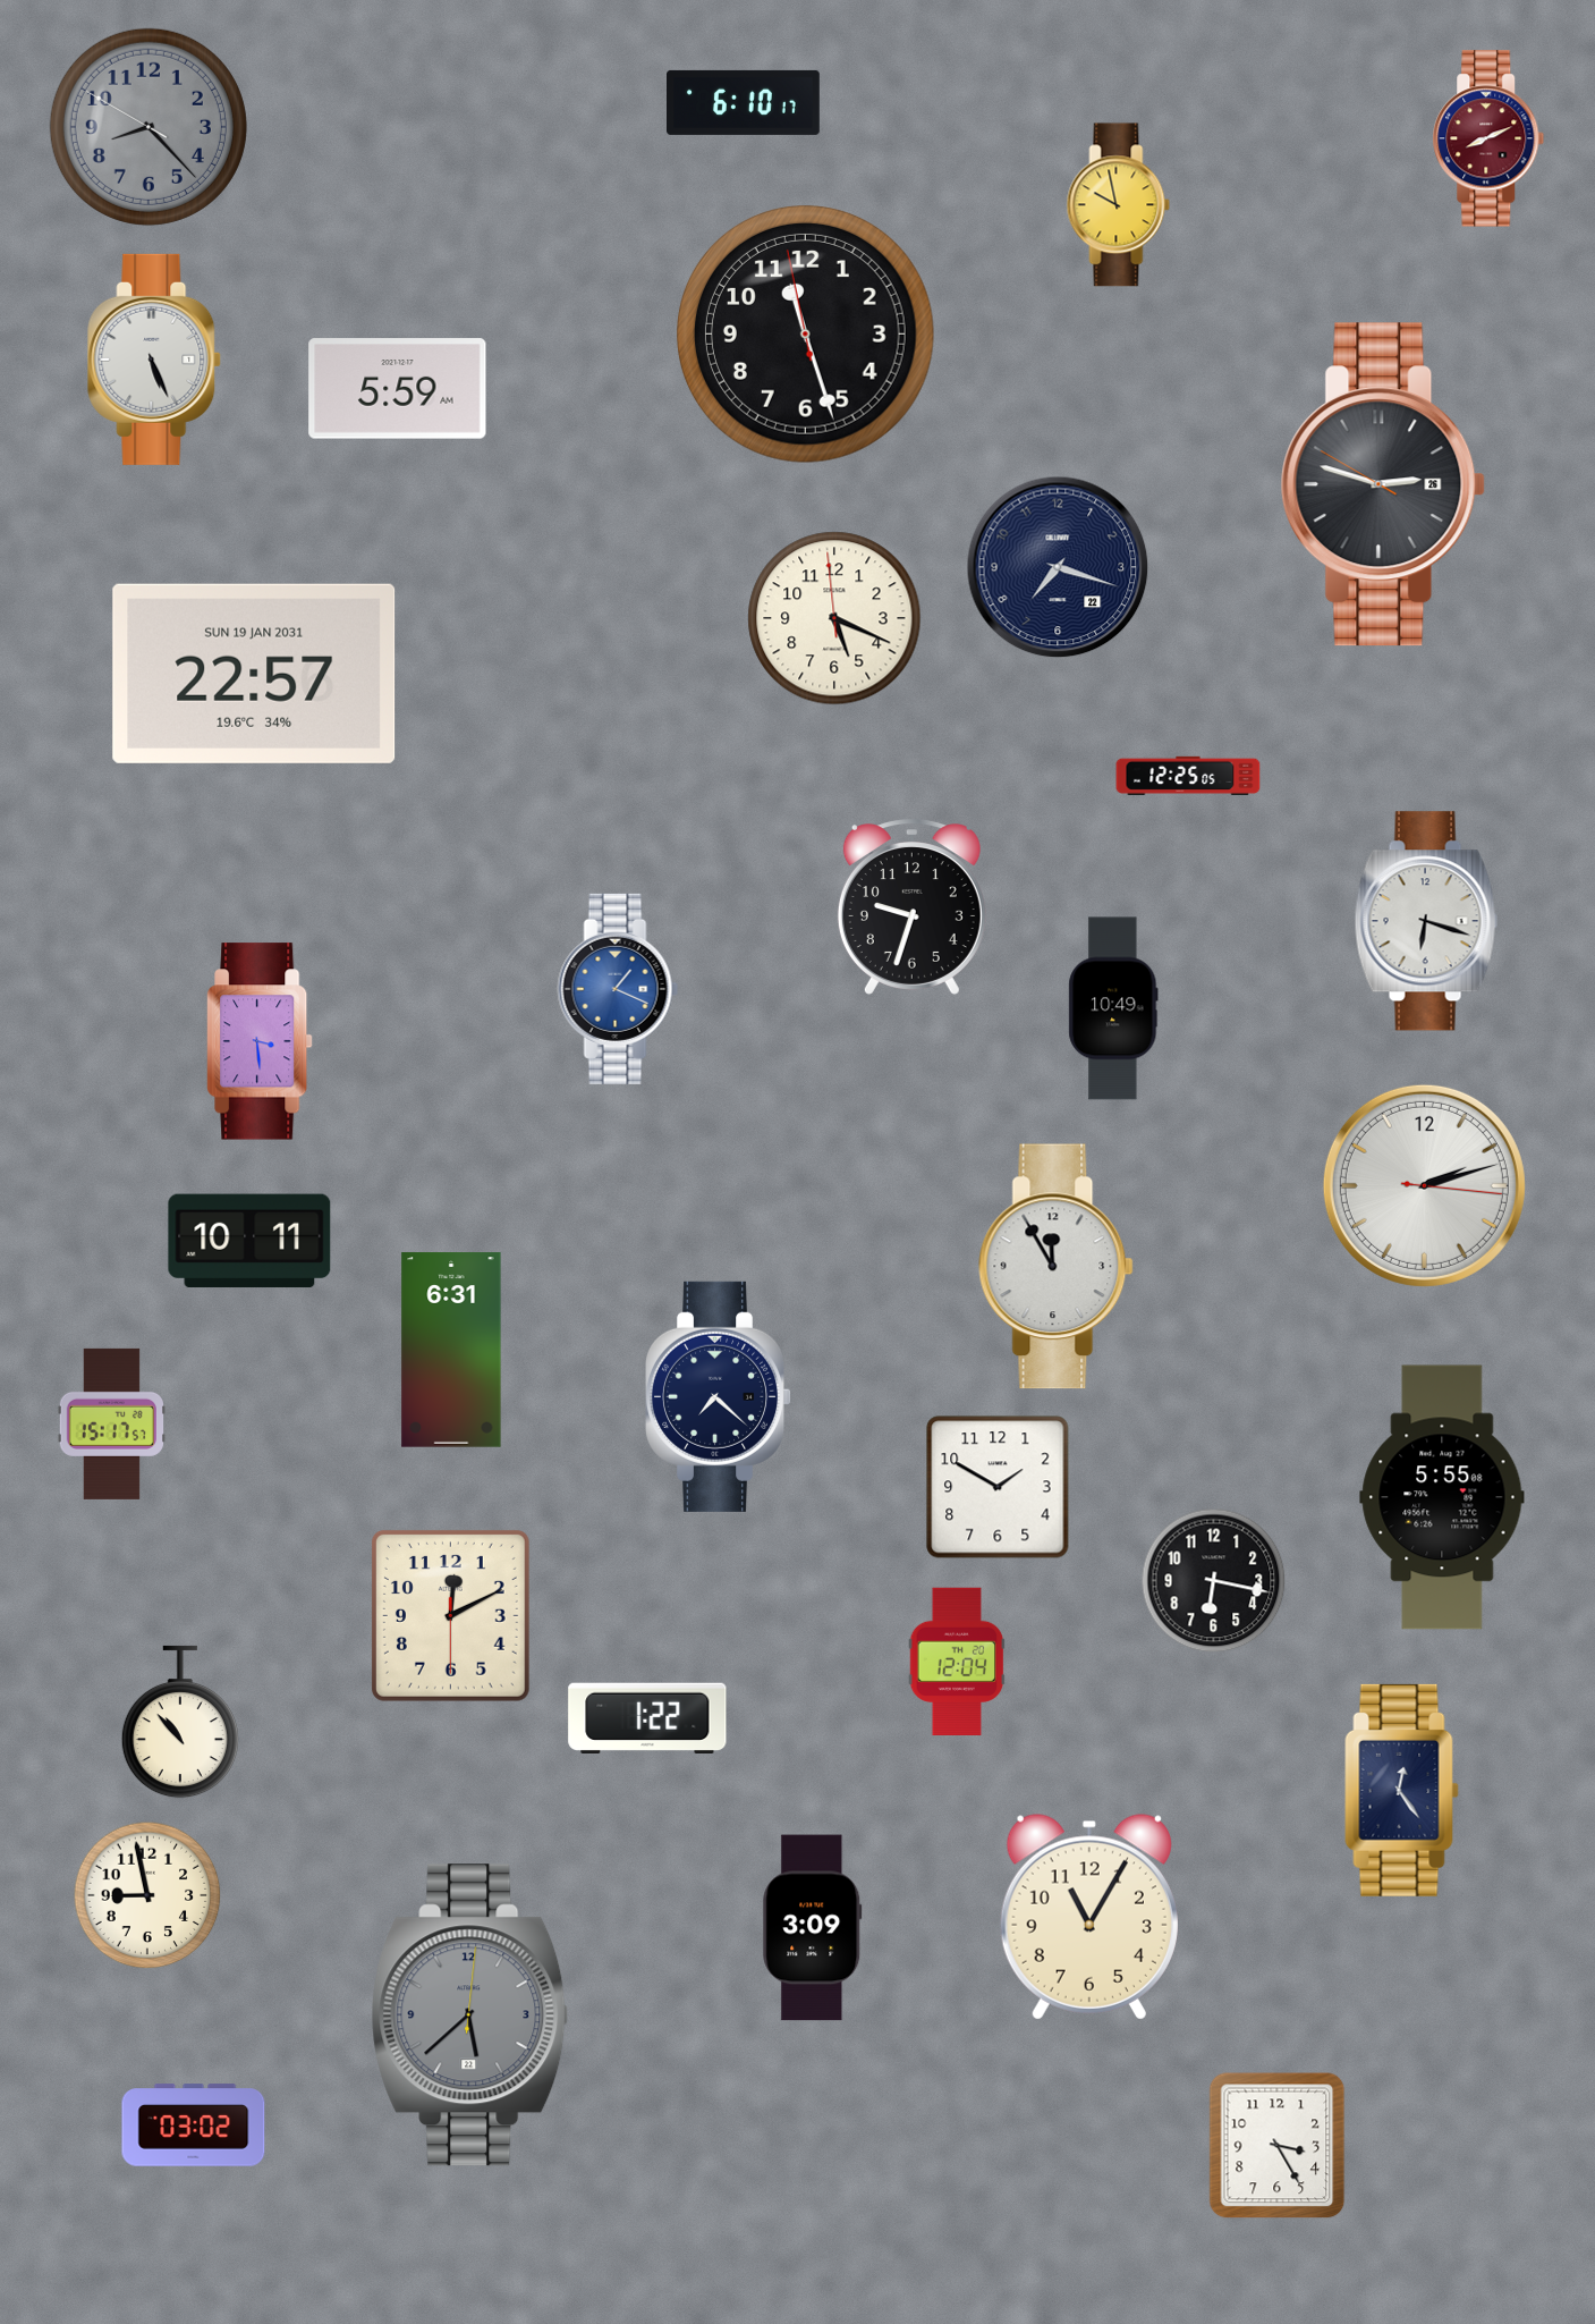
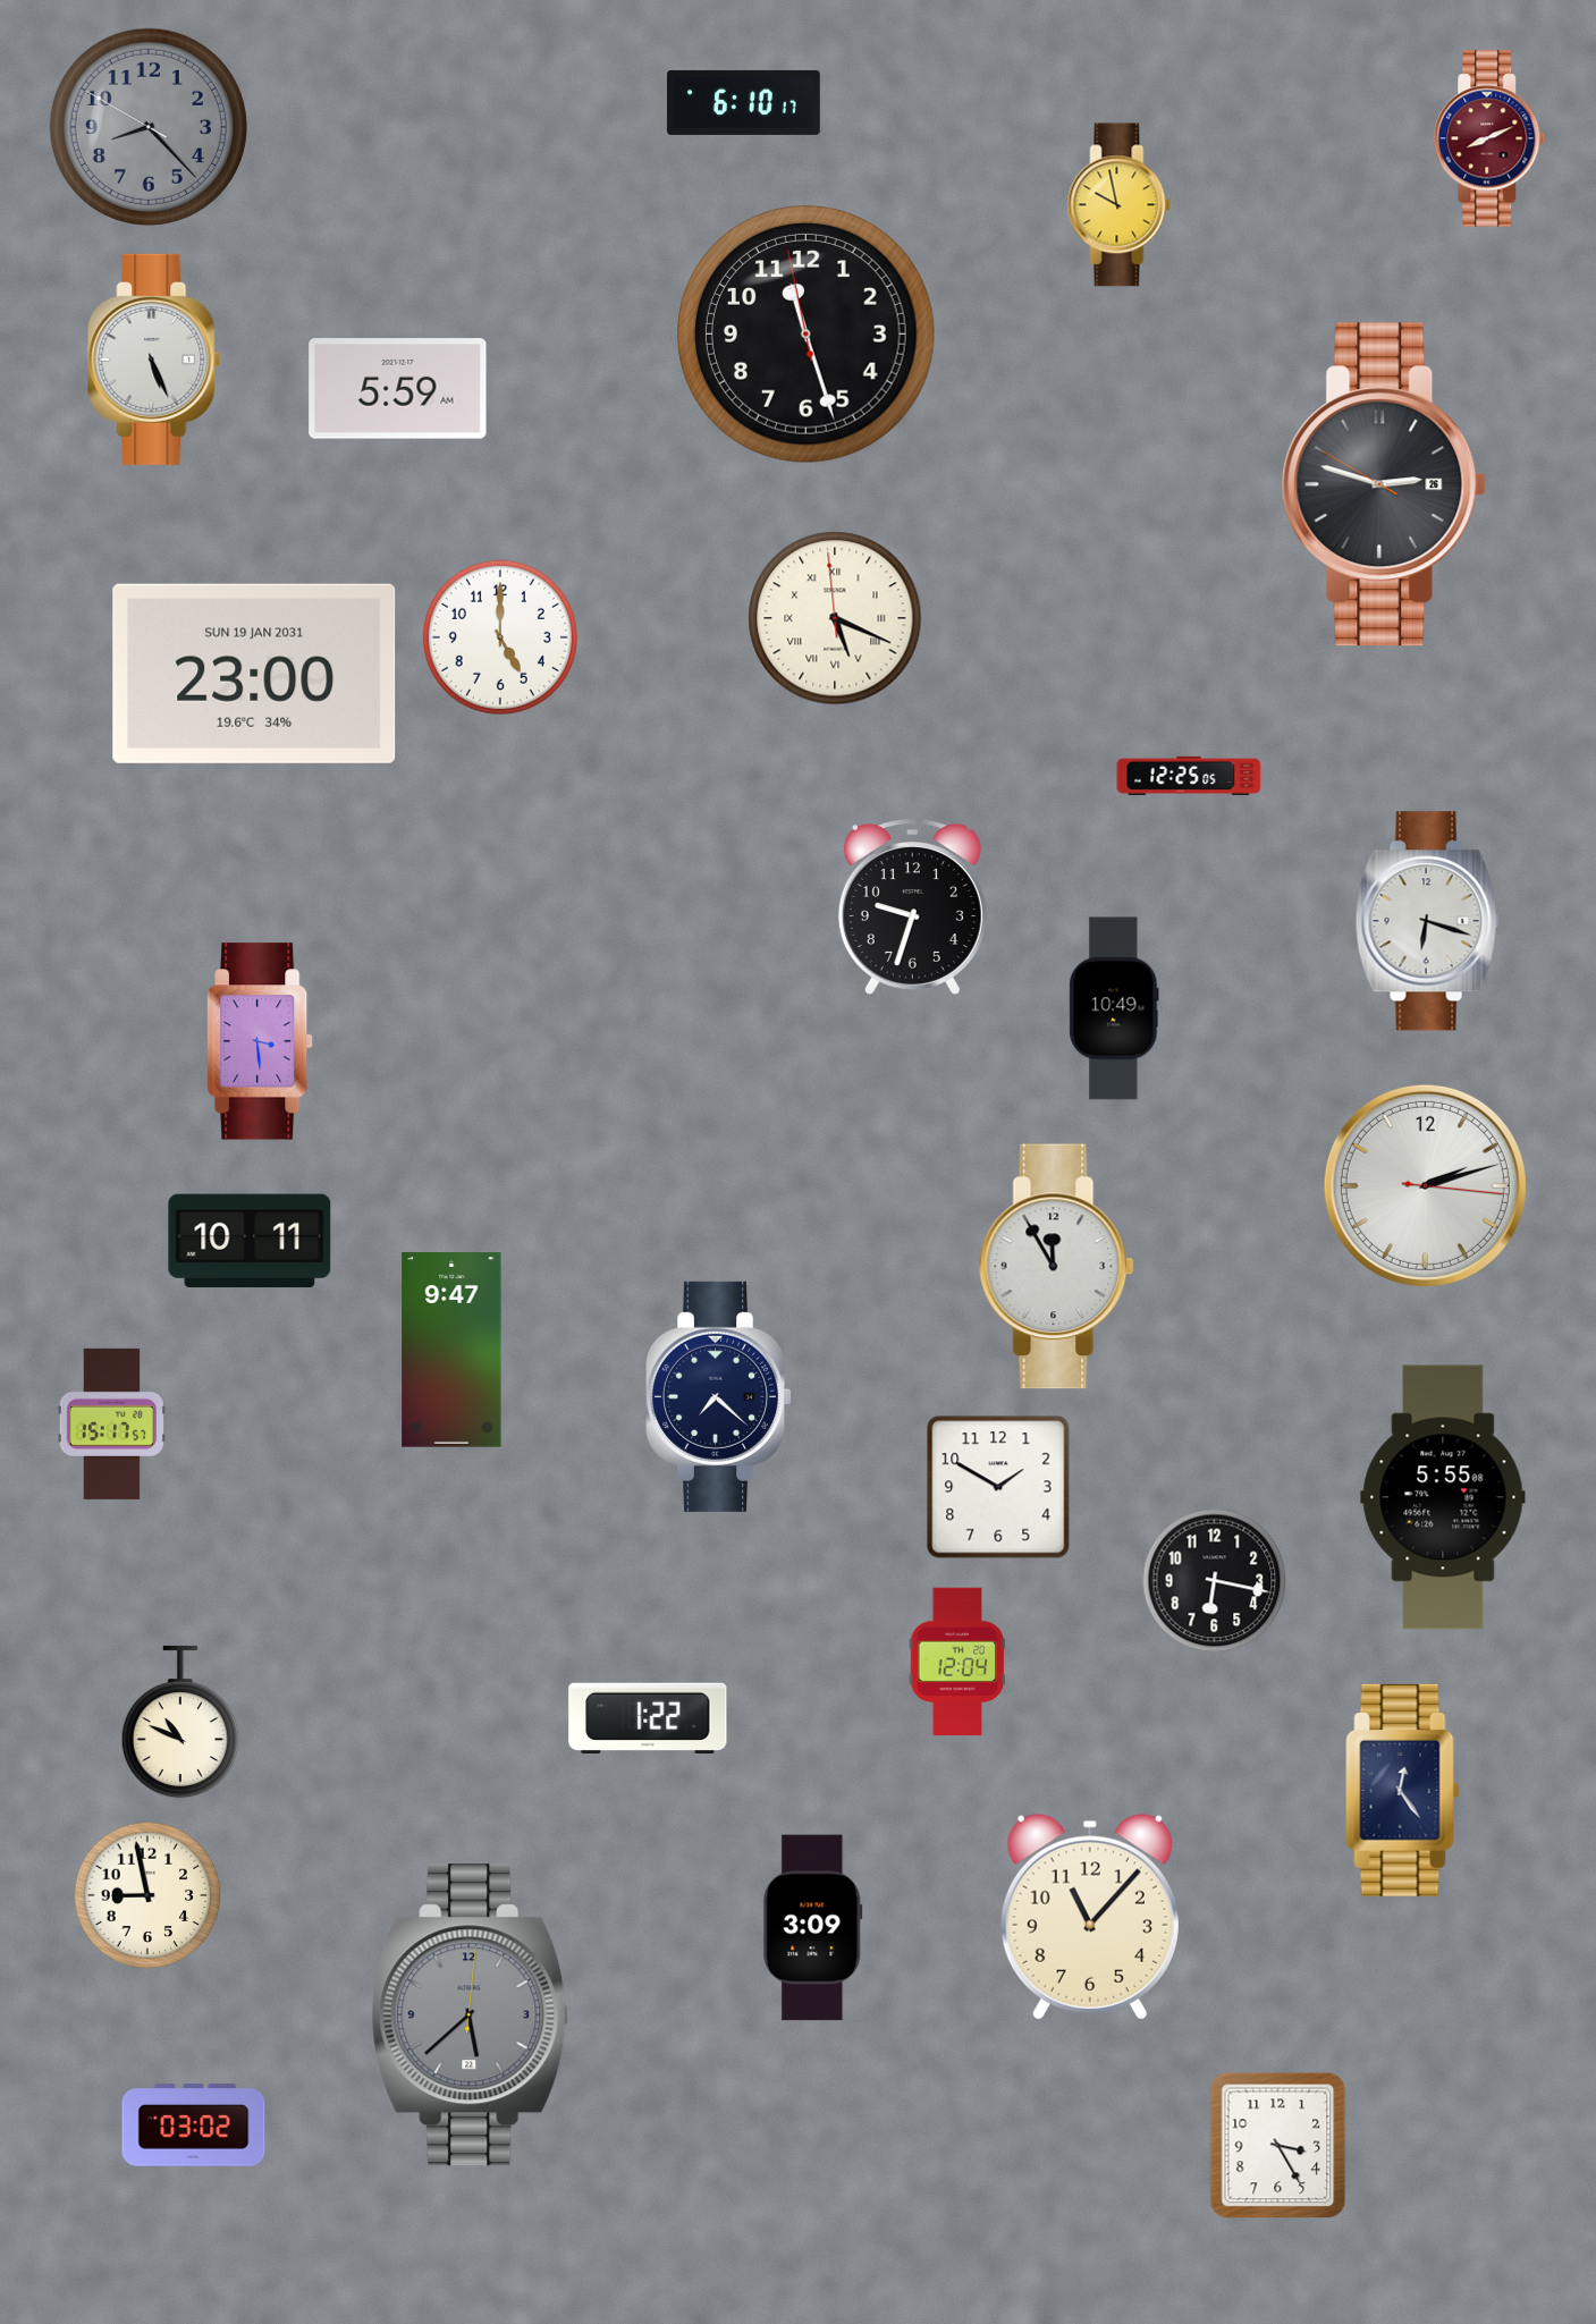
clock at (1058, 567): 7:18 -> none
clock at (834, 618) numerals: Arabic -> Roman
clock at (500, 637): none -> 5:00
clock at (254, 674): 22:57 -> 23:00
clock at (618, 989): 1:19 -> none
clock at (451, 1350): 6:31 -> 9:47
clock at (450, 1615): 12:10 -> none
clock at (180, 1722): 10:53 -> 10:49
clock at (1089, 1917): 11:05 -> 11:07
